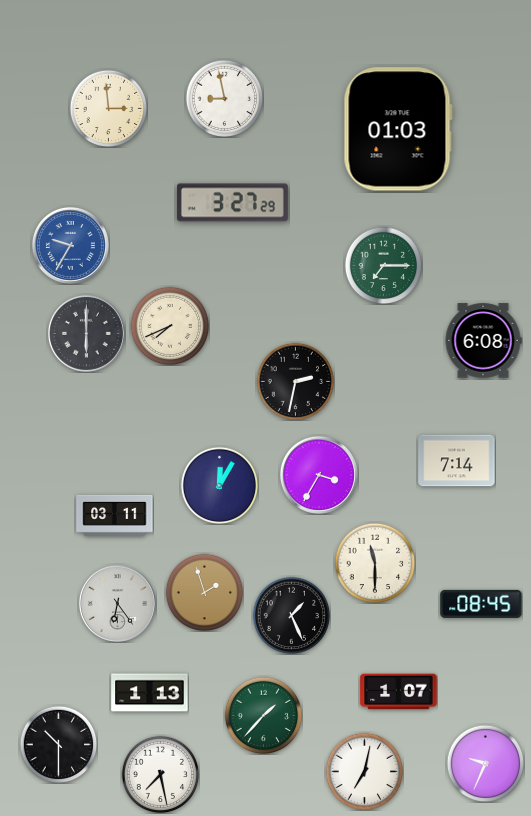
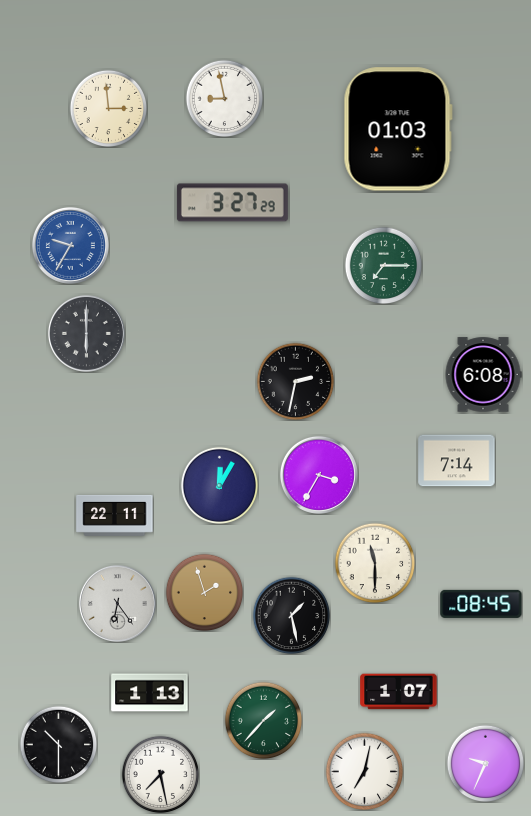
clock at (170, 326): 7:41 -> none
clock at (483, 341) position: (483, 341) -> (483, 375)
clock at (115, 515): 03:11 -> 22:11
clock at (291, 615): 1:26 -> 1:28
clock at (263, 715) position: (263, 715) -> (263, 720)
